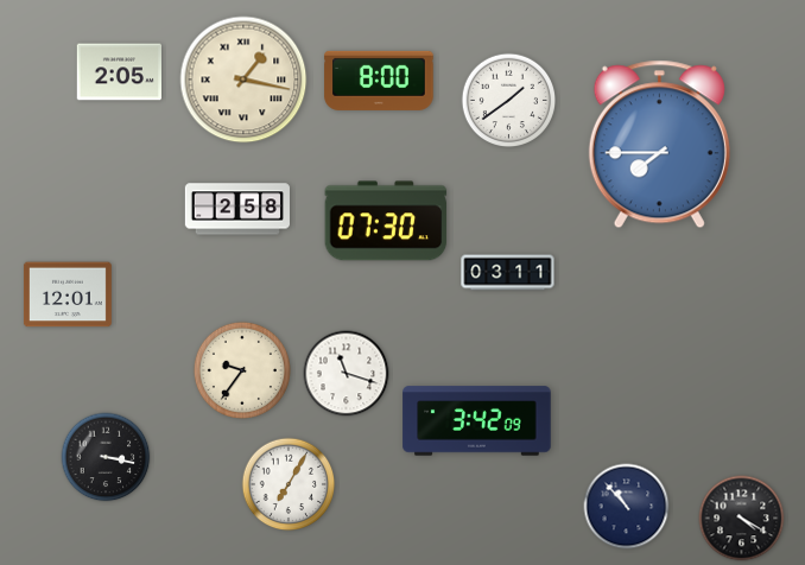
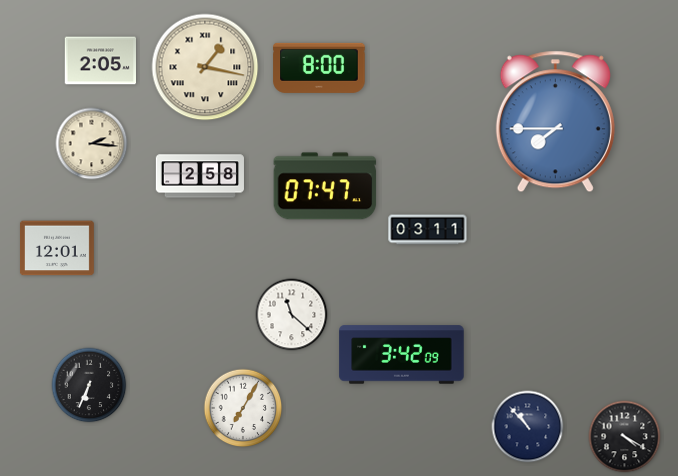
clock at (509, 101): 1:39 -> none
clock at (92, 144): none -> 2:16
clock at (386, 221): 07:30 -> 07:47
clock at (242, 370): 9:36 -> none
clock at (347, 374): 11:18 -> 11:22
clock at (106, 457): 3:17 -> 6:34
